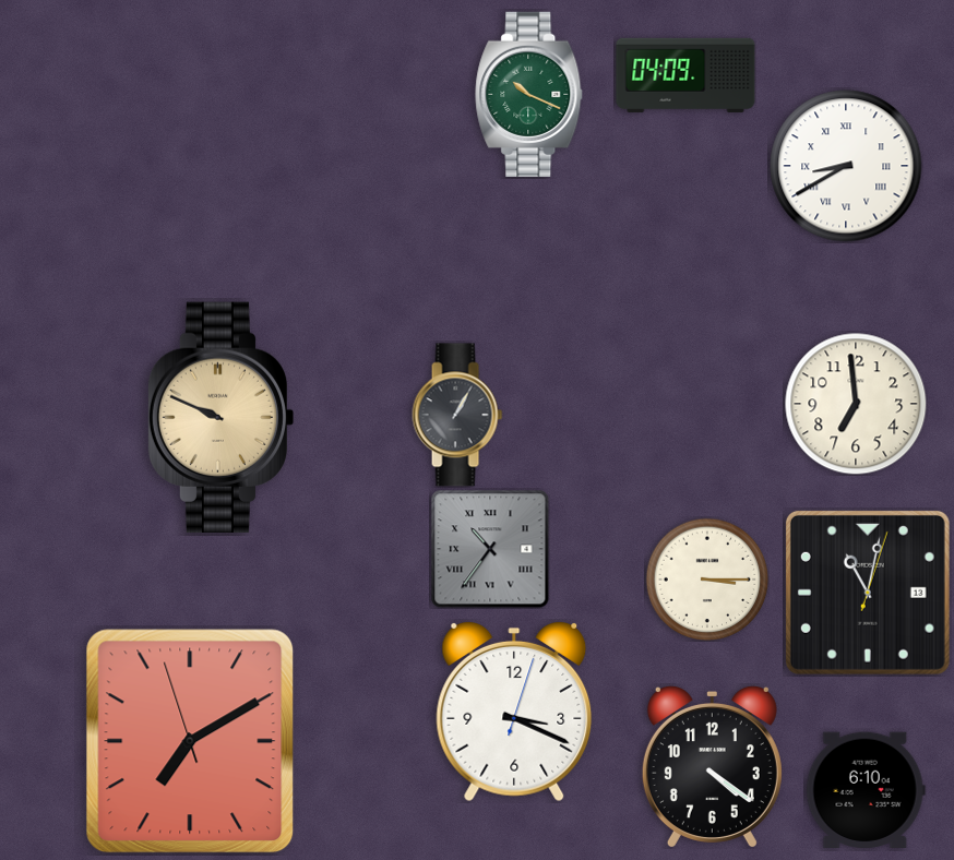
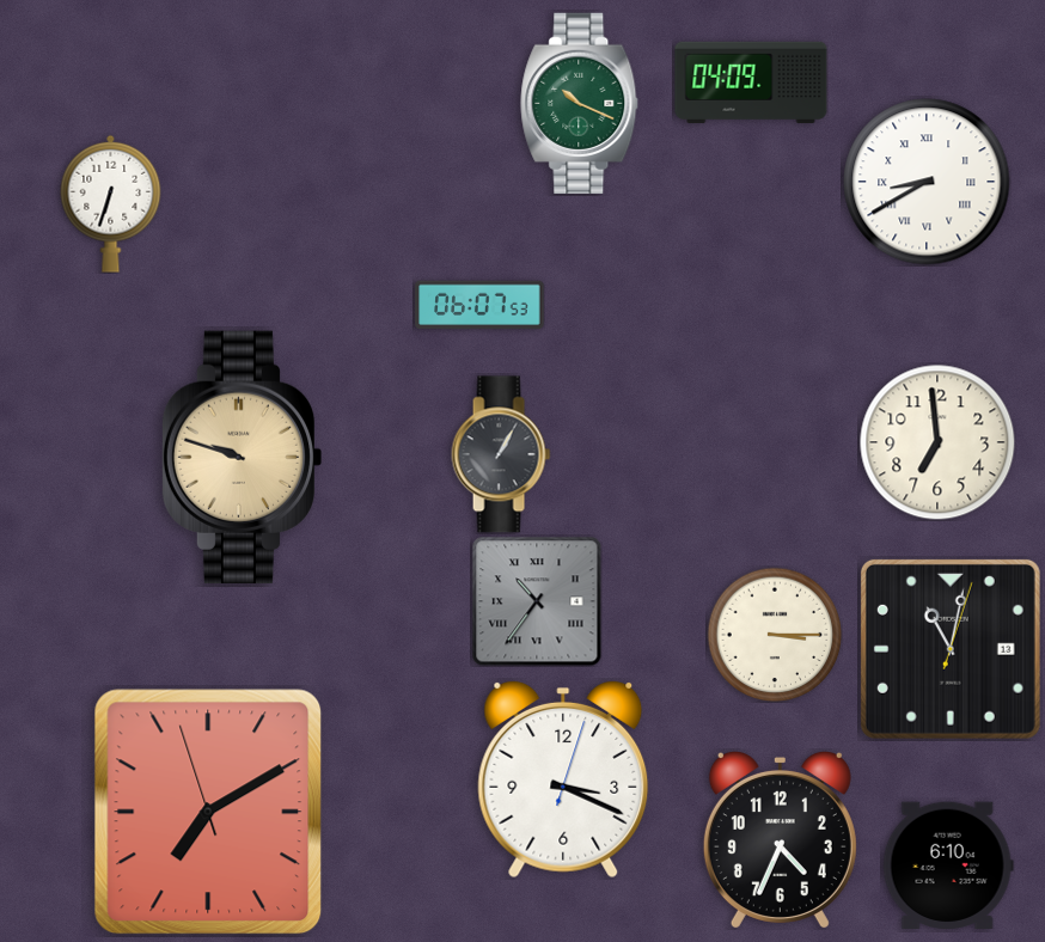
clock at (111, 203): none -> 6:33
clock at (479, 304): none -> 06:07
clock at (222, 417): 9:49 -> 9:48
clock at (712, 766): 4:21 -> 4:34
